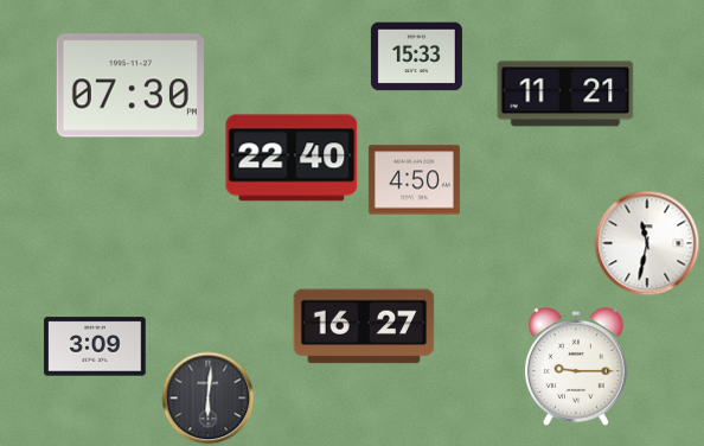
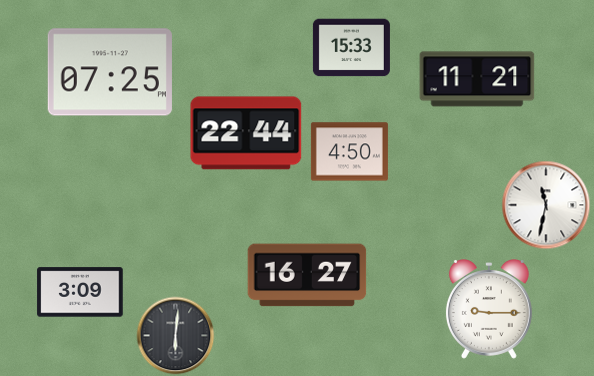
clock at (130, 85): 07:30 -> 07:25
clock at (292, 158): 22:40 -> 22:44
clock at (576, 368) position: (576, 368) -> (489, 310)
